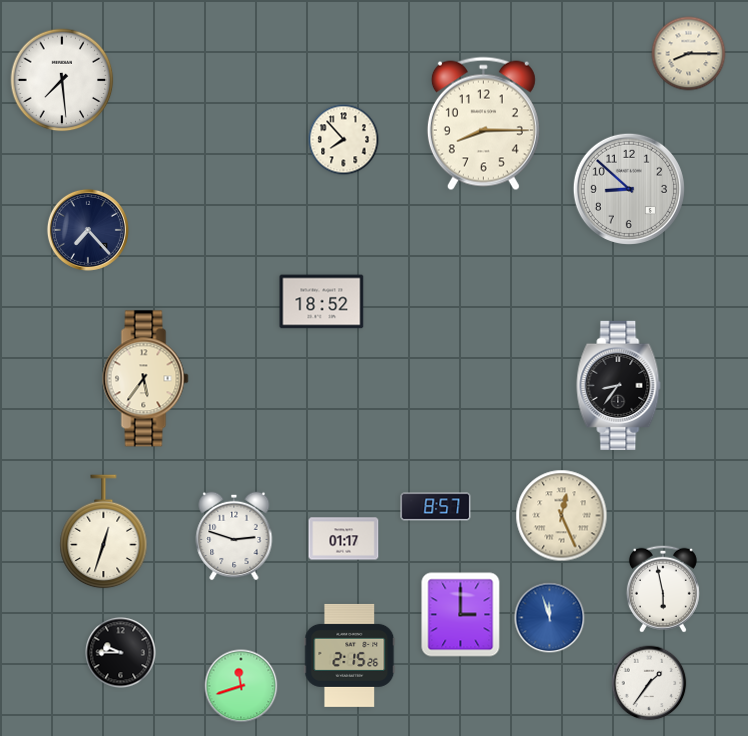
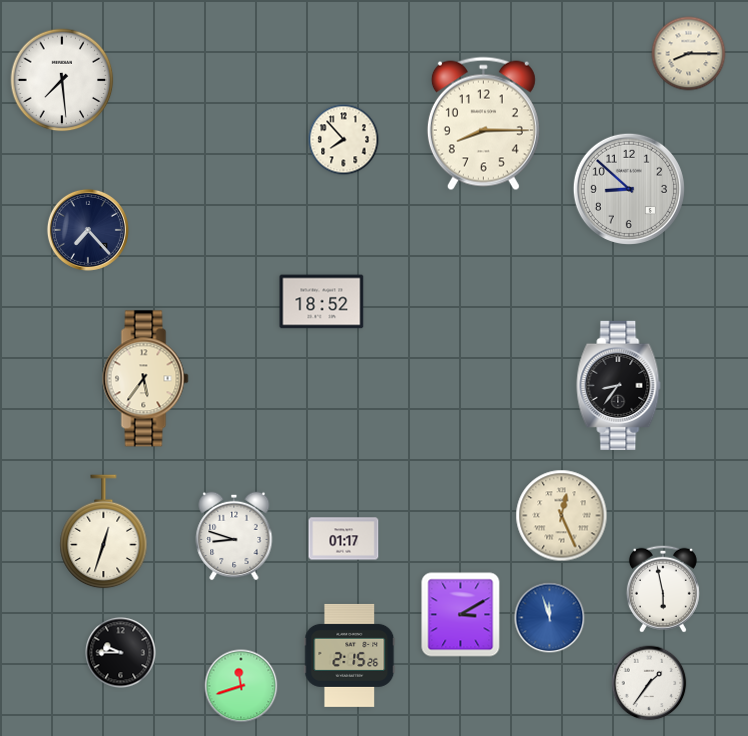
clock at (436, 507): 8:57 -> none
clock at (234, 536): 2:48 -> 8:48
clock at (461, 615): 3:00 -> 3:10
